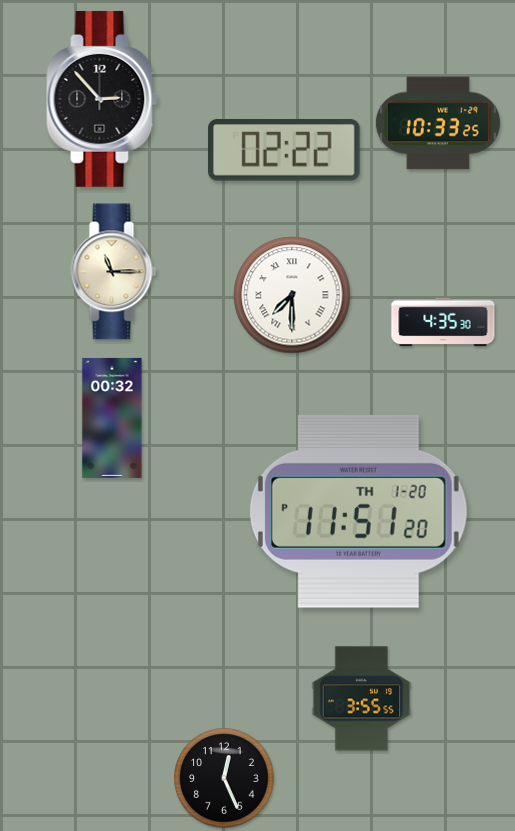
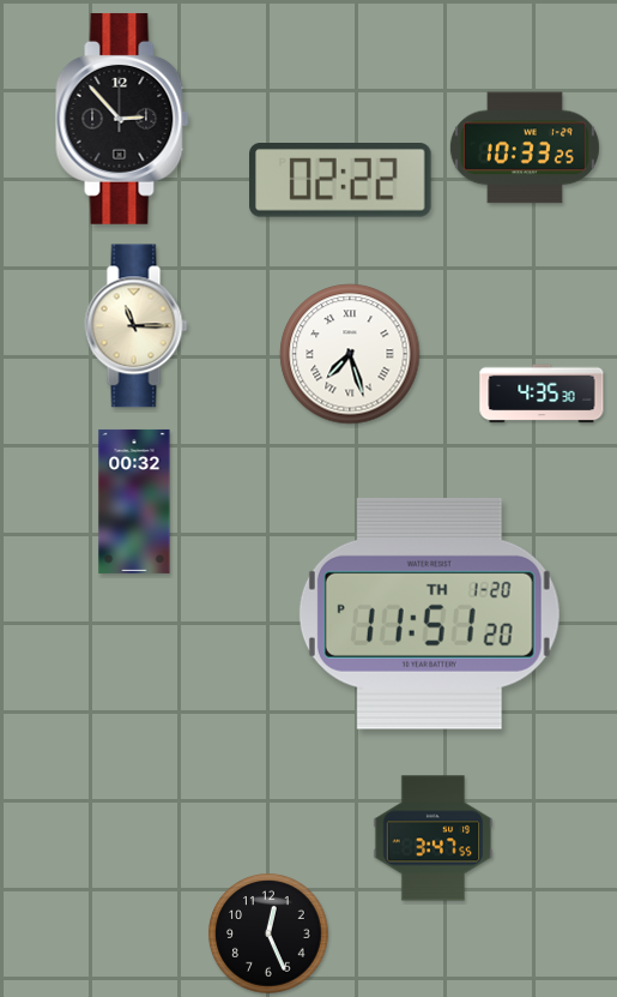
clock at (292, 295): 7:30 -> 7:27
clock at (443, 322) position: (443, 322) -> (542, 394)
clock at (362, 699): 3:55 -> 3:47
